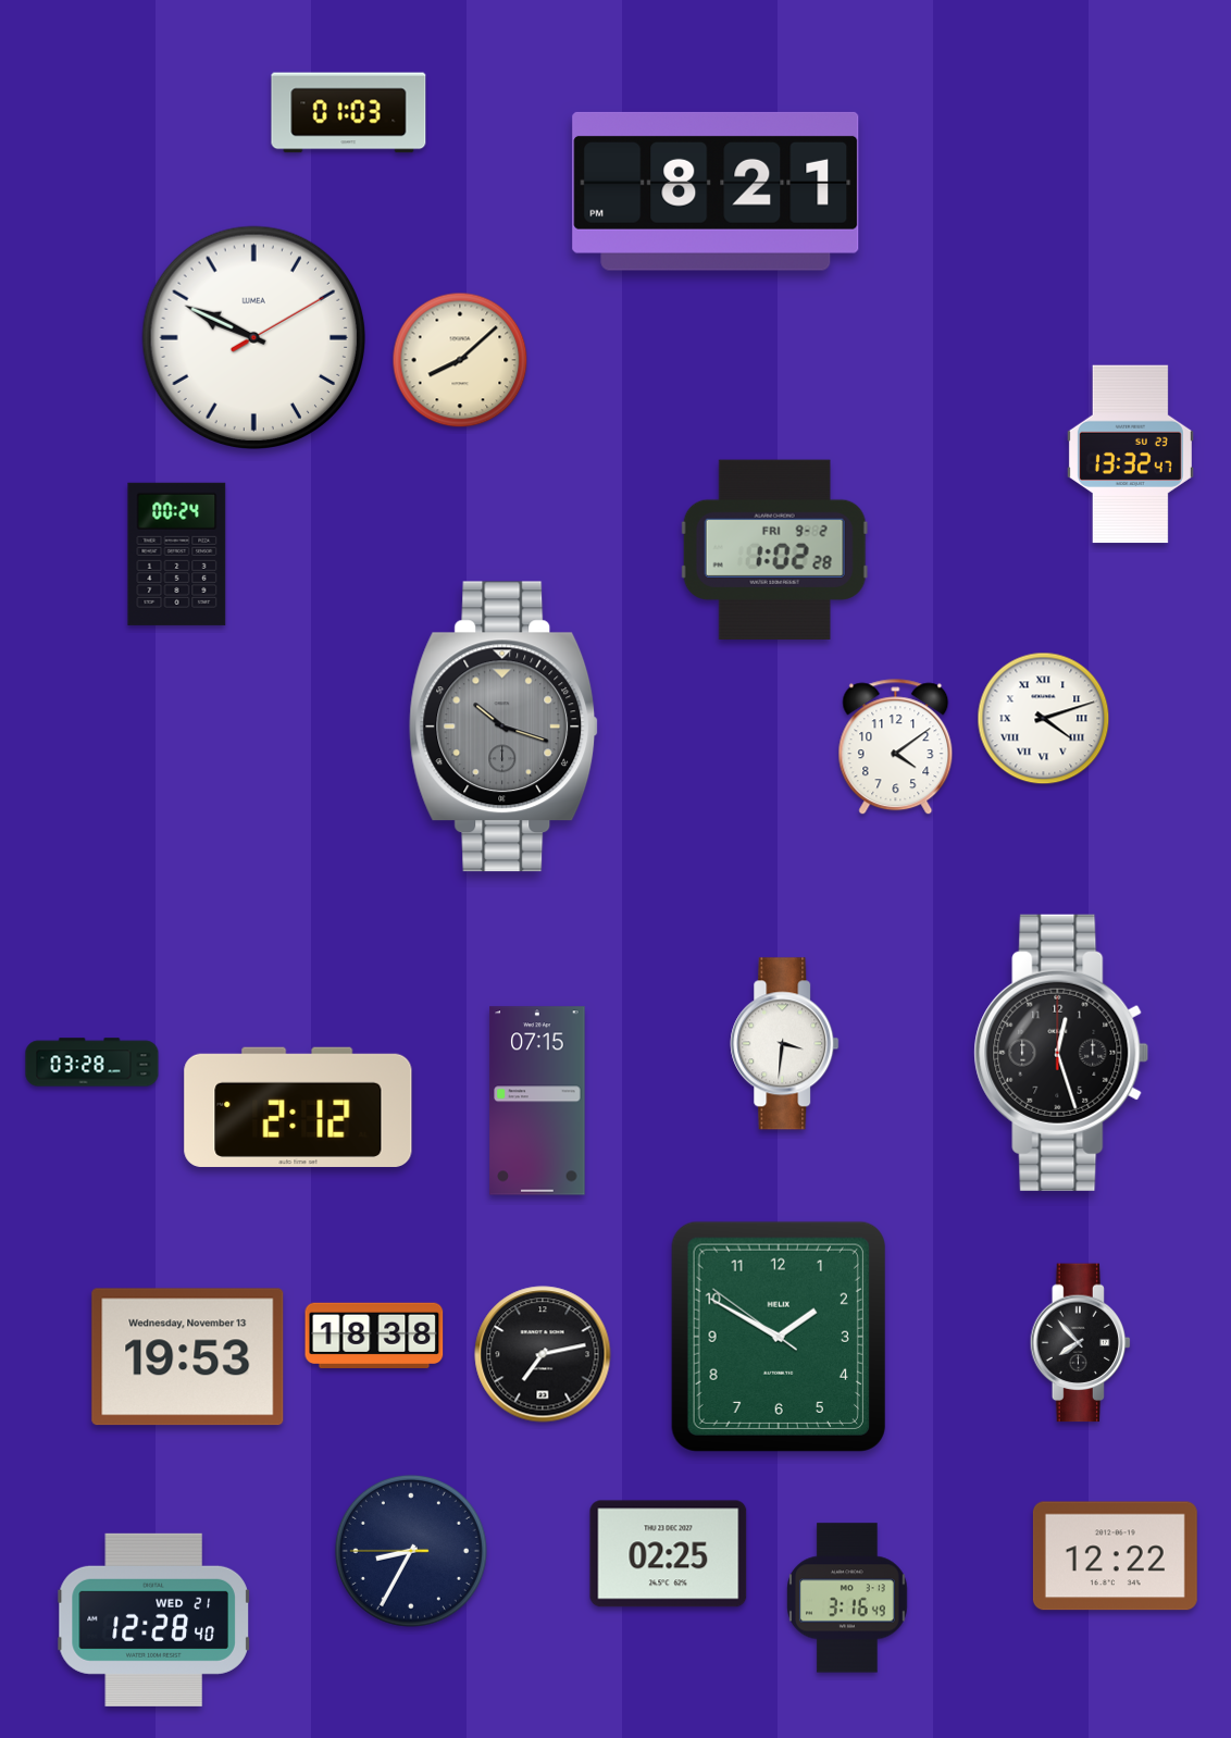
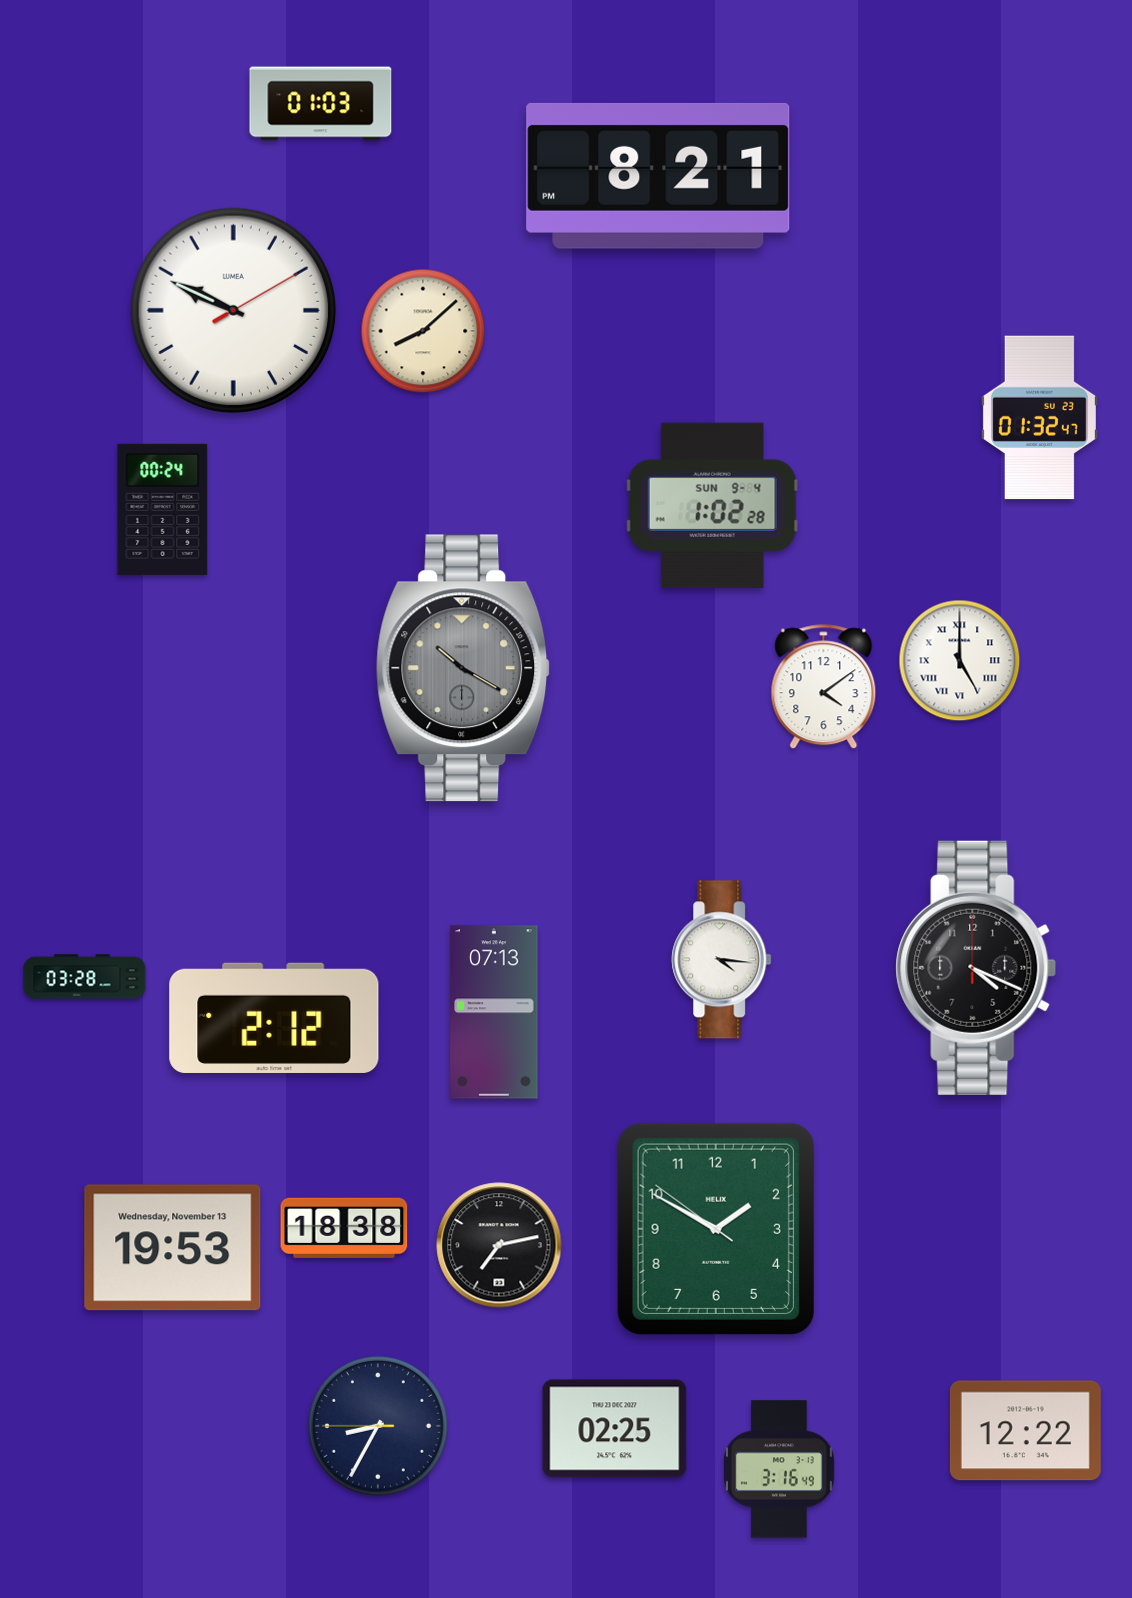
clock at (1130, 455): 13:32 -> 01:32
clock at (774, 549) date: FRI 9-2 -> SUN 9-4
clock at (1044, 719): 4:12 -> 5:00
clock at (503, 727): 10:18 -> 10:20
clock at (785, 1044): 3:31 -> 4:16
clock at (1061, 1053): 12:27 -> 4:19
clock at (537, 1101): 07:15 -> 07:13
clock at (1081, 1343): 7:53 -> none
clock at (154, 1619): 12:28 -> none
